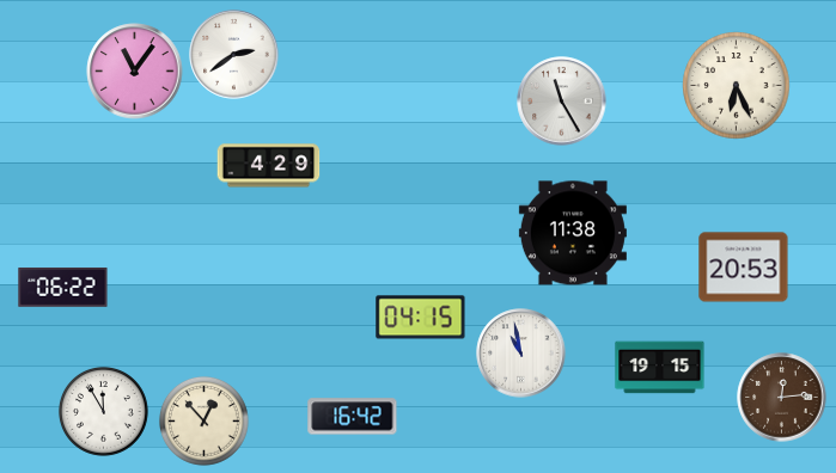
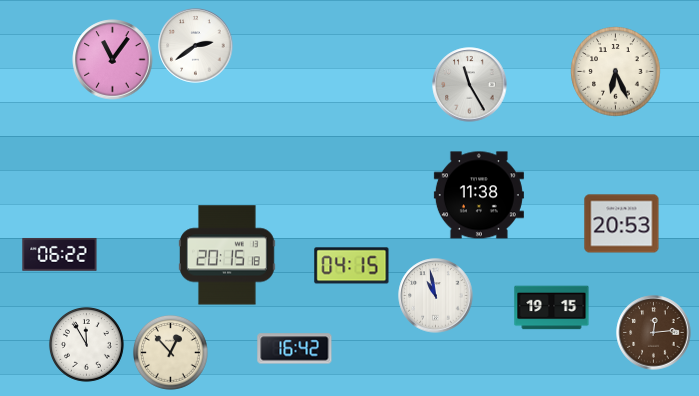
clock at (269, 166): 4:29 -> none
clock at (63, 287) position: (63, 287) -> (60, 254)
clock at (228, 255): none -> 20:15
